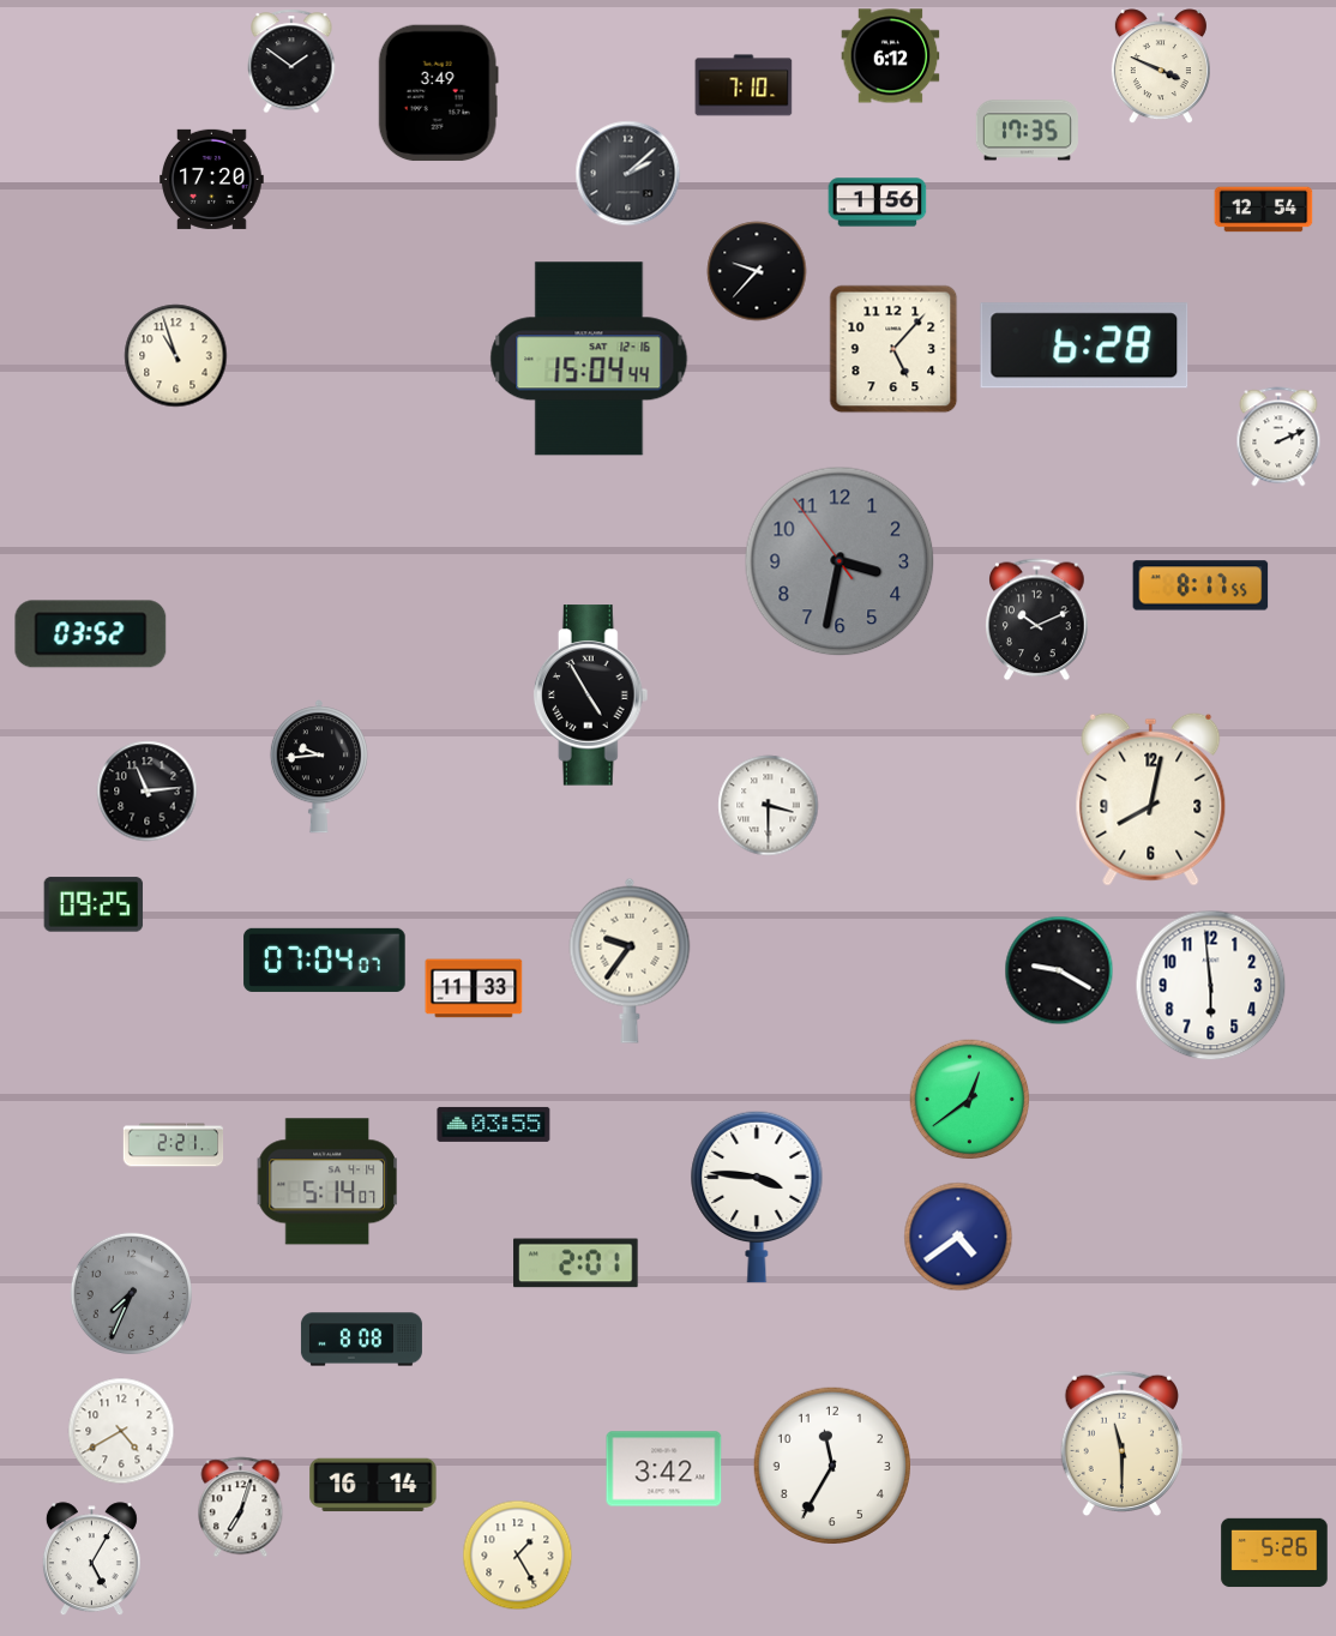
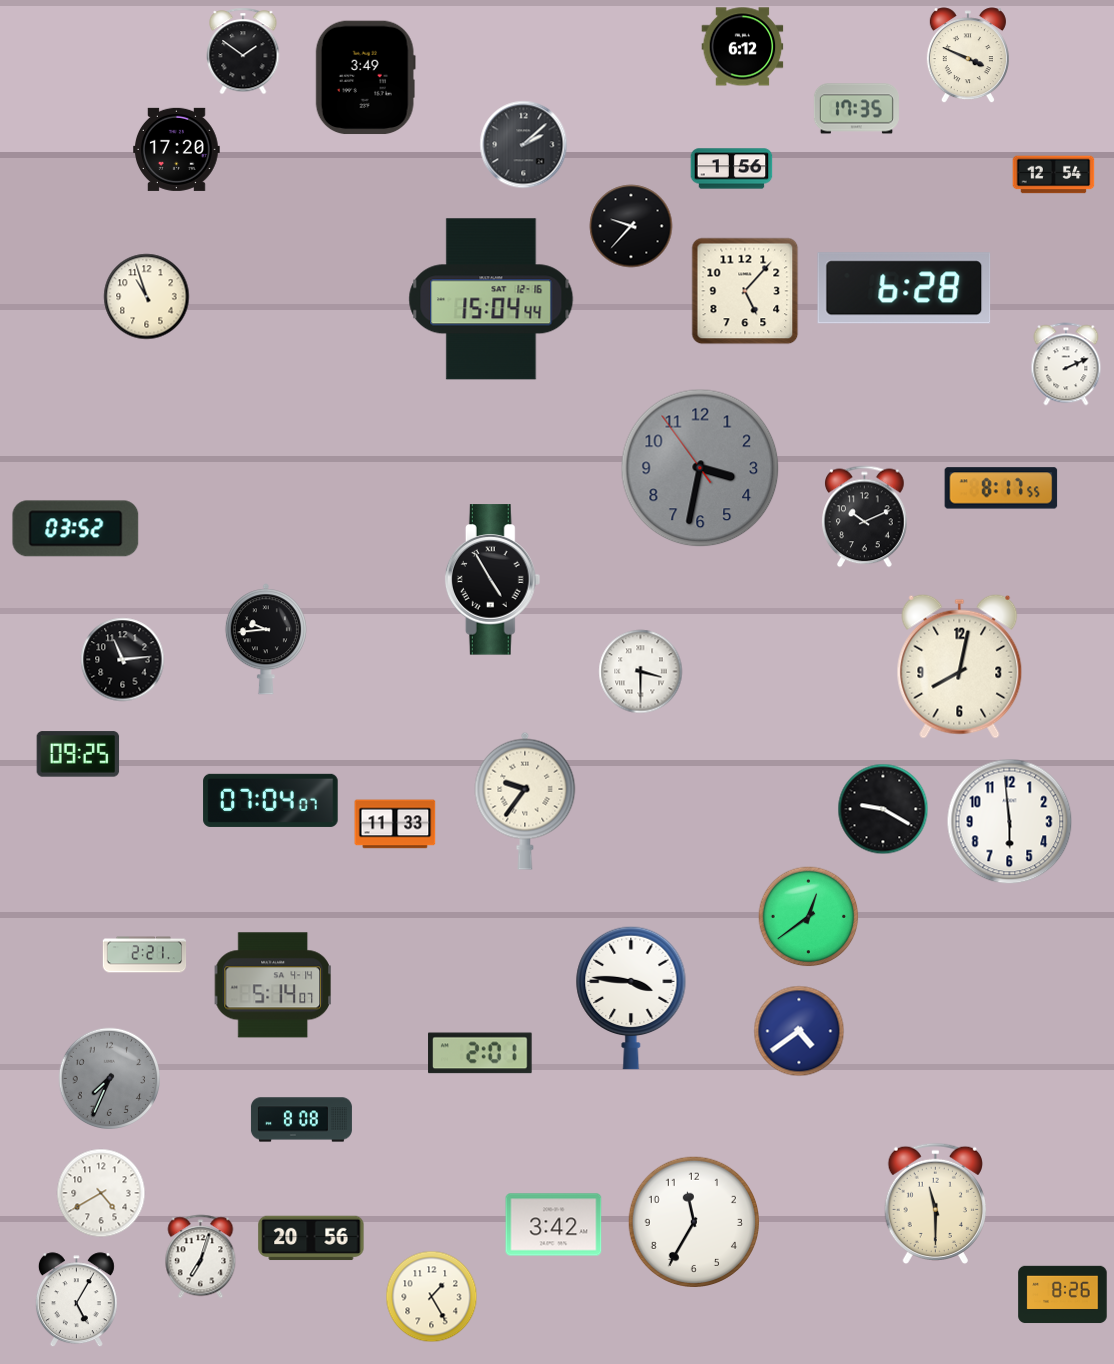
clock at (744, 85): 7:10 -> none
clock at (494, 1124): 03:55 -> none
clock at (361, 1340) position: (361, 1340) -> (301, 1120)
clock at (373, 1485): 16:14 -> 20:56
clock at (1275, 1553): 5:26 -> 8:26
